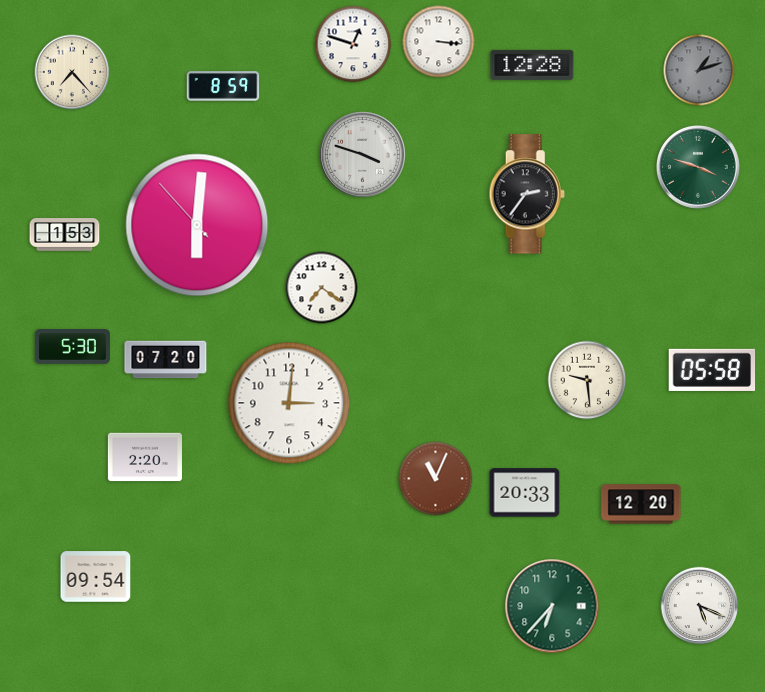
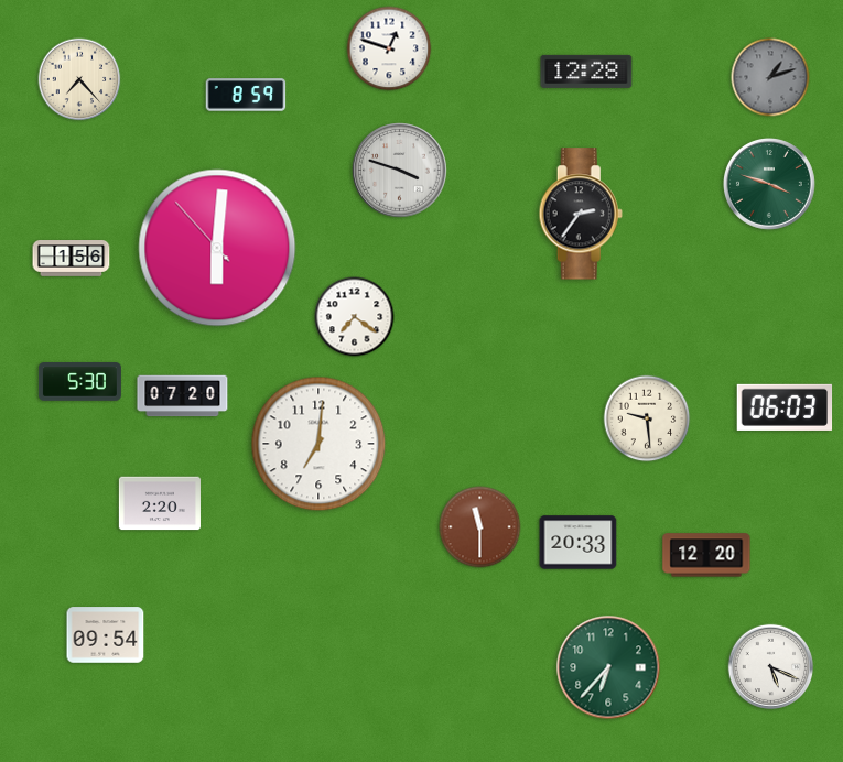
clock at (439, 42): 3:16 -> none
clock at (65, 235): 1:53 -> 1:56
clock at (712, 370): 05:58 -> 06:03
clock at (289, 403): 3:01 -> 7:01
clock at (436, 479): 11:04 -> 11:30
